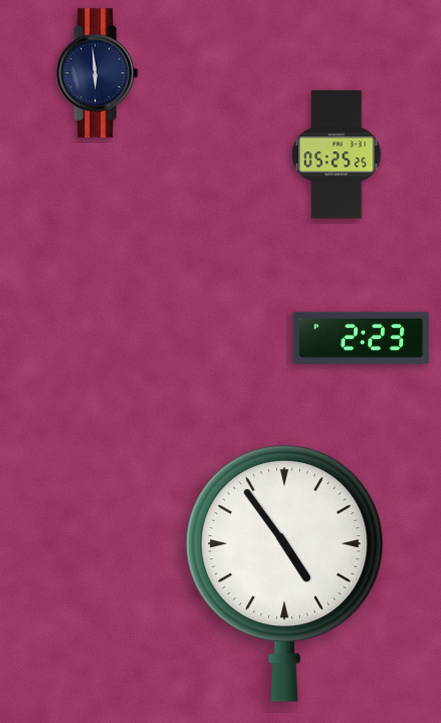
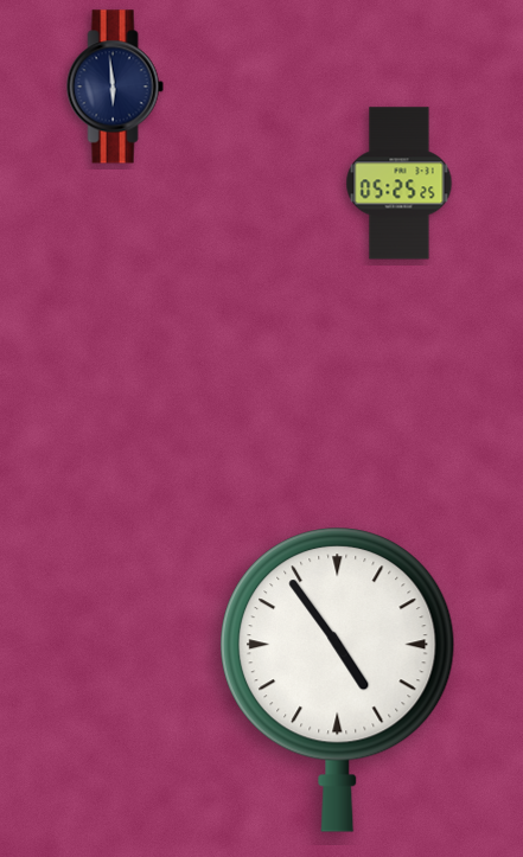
clock at (361, 338): 2:23 -> none
